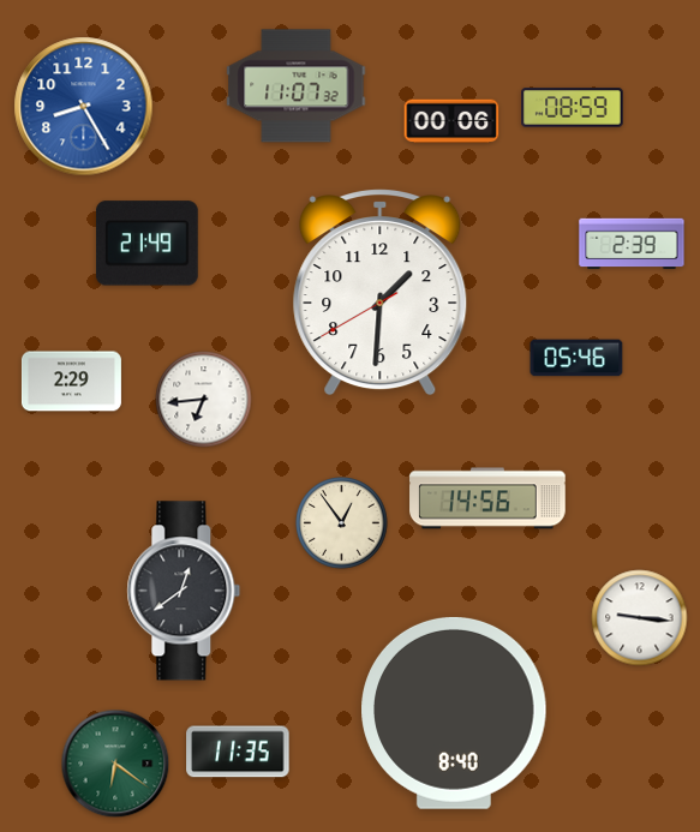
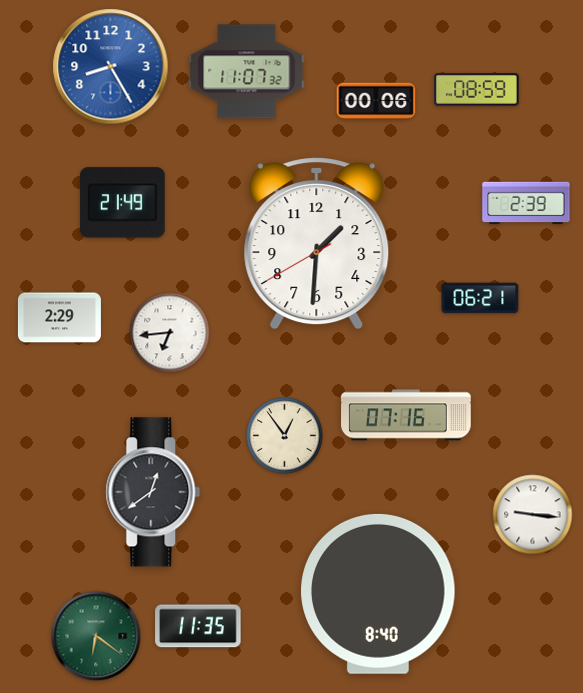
clock at (84, 107) position: (84, 107) -> (111, 67)
clock at (576, 358): 05:46 -> 06:21
clock at (487, 498): 14:56 -> 07:16
